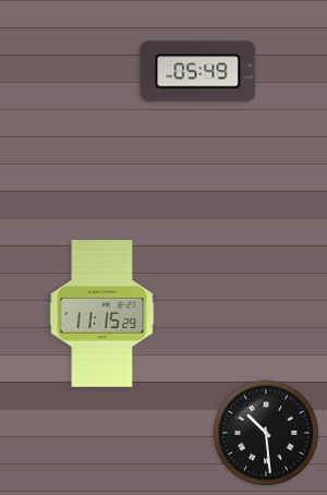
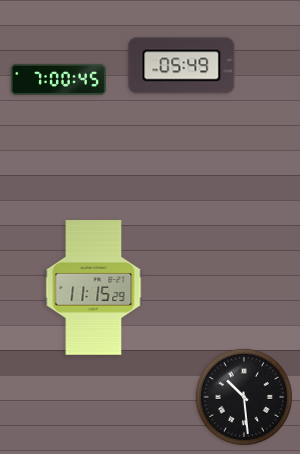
clock at (59, 79): none -> 7:00
